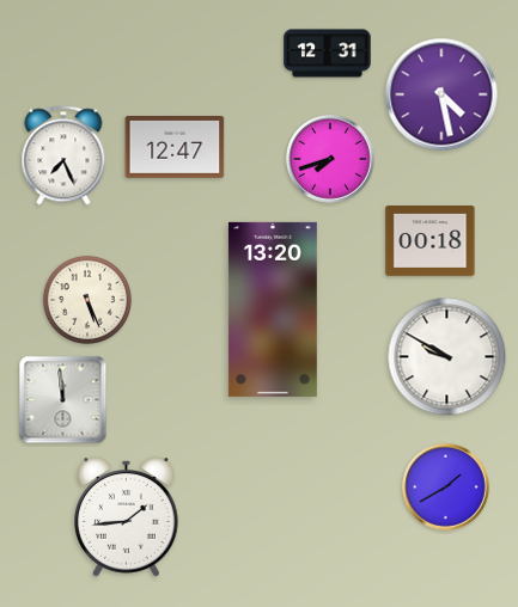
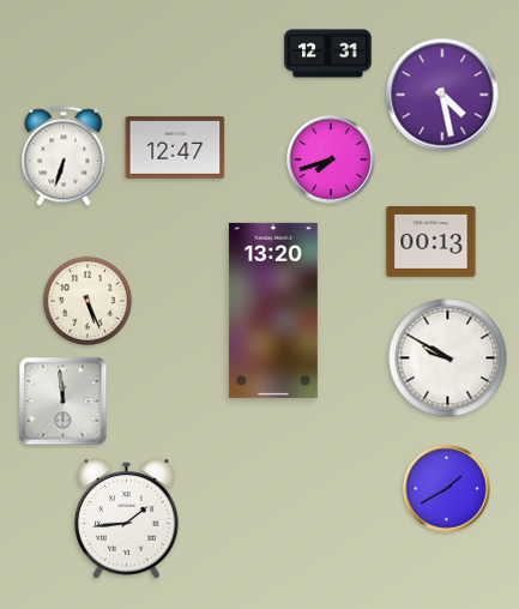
clock at (63, 155): 7:26 -> 6:33
clock at (431, 241): 00:18 -> 00:13
